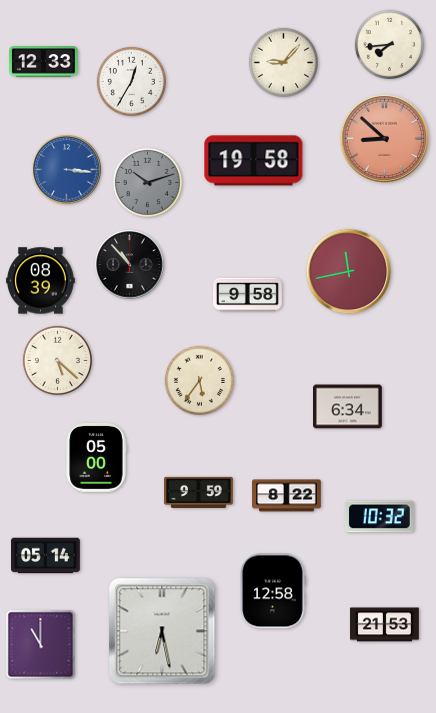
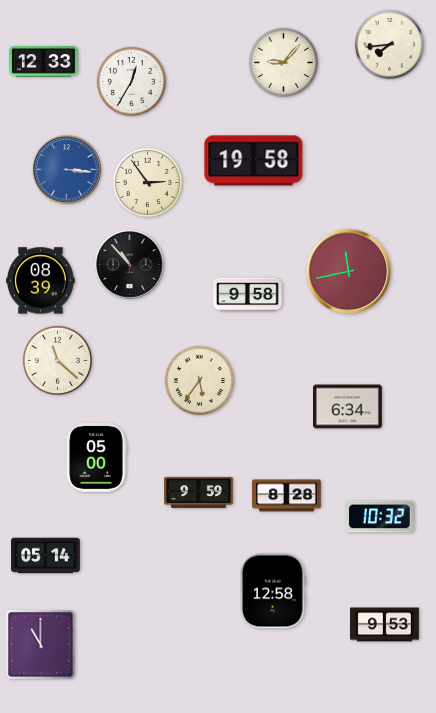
clock at (384, 138): 8:52 -> none
clock at (147, 182): 10:12 -> 2:54
clock at (147, 182) dial: grey -> cream
clock at (57, 360): 5:22 -> 11:22
clock at (287, 496): 8:22 -> 8:28
clock at (385, 625): 21:53 -> 9:53
clock at (162, 631): 6:28 -> none
